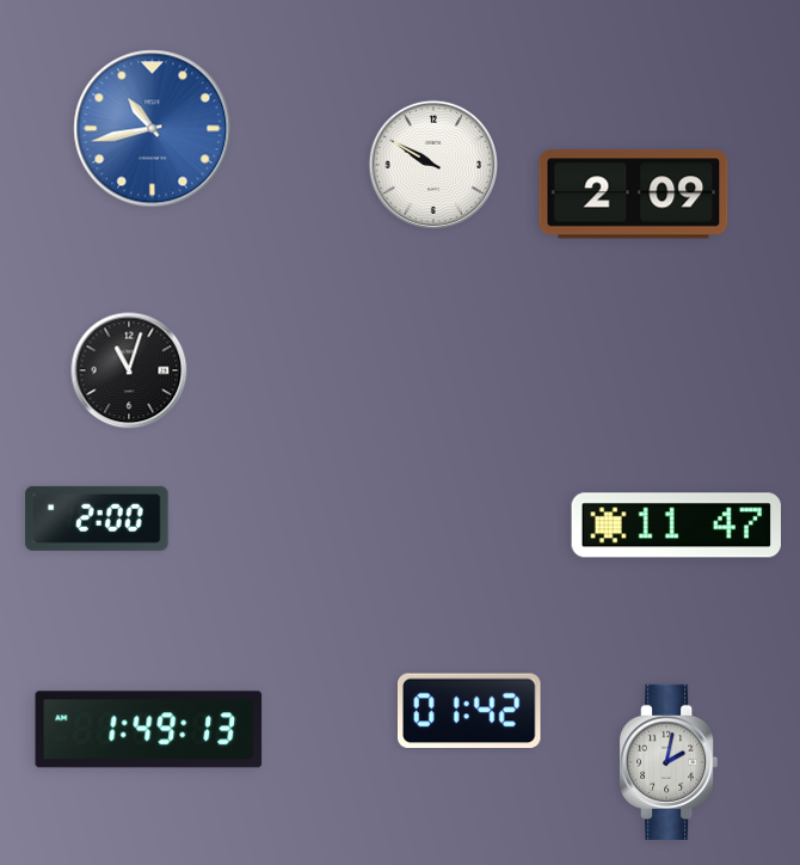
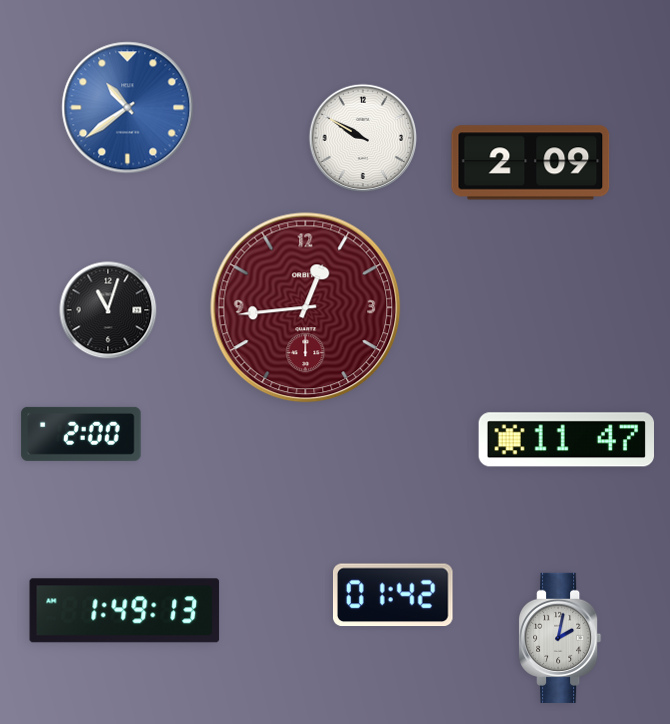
clock at (153, 129): 10:43 -> 10:39
clock at (306, 308): none -> 12:44
